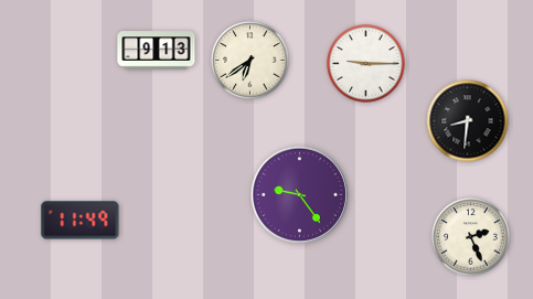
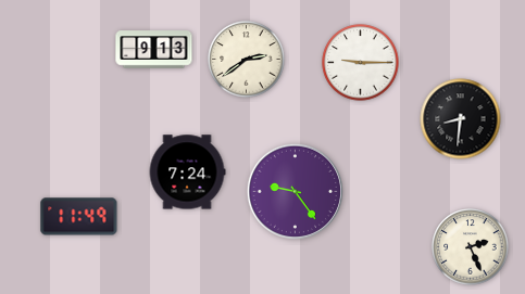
clock at (250, 61): 6:39 -> 2:39
clock at (187, 172): none -> 7:24
clock at (471, 237) position: (471, 237) -> (471, 247)
